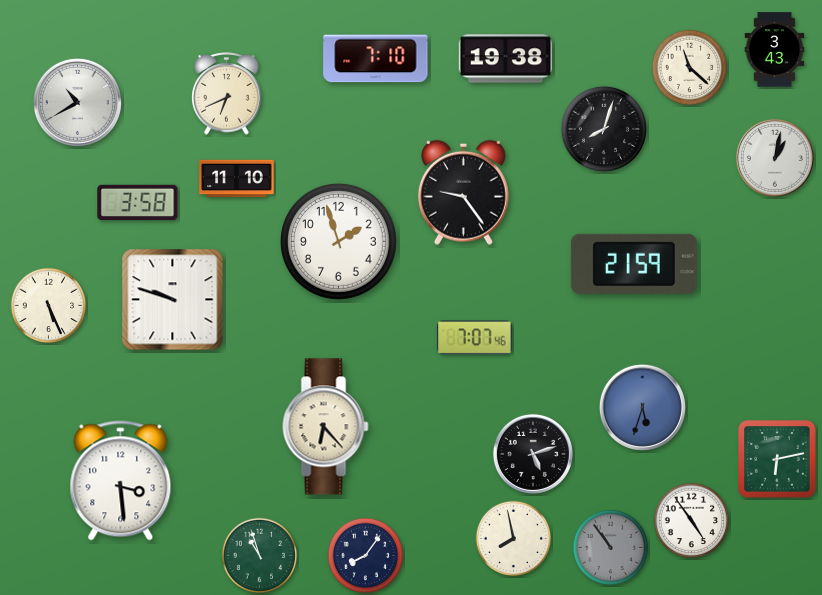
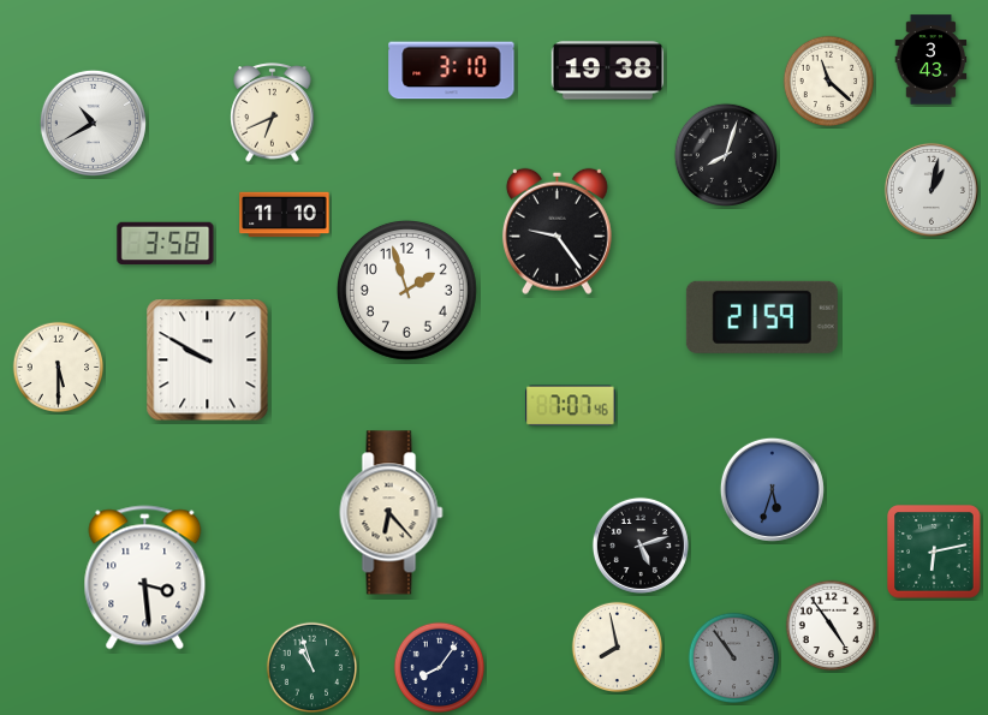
clock at (376, 59): 7:10 -> 3:10
clock at (173, 300): 9:48 -> 9:50
clock at (49, 306): 5:26 -> 5:30
